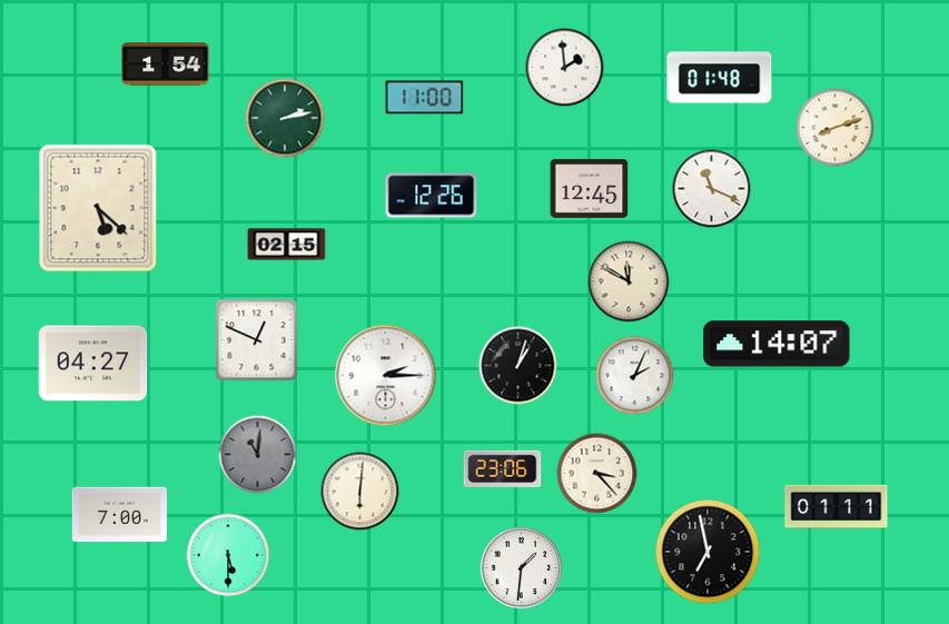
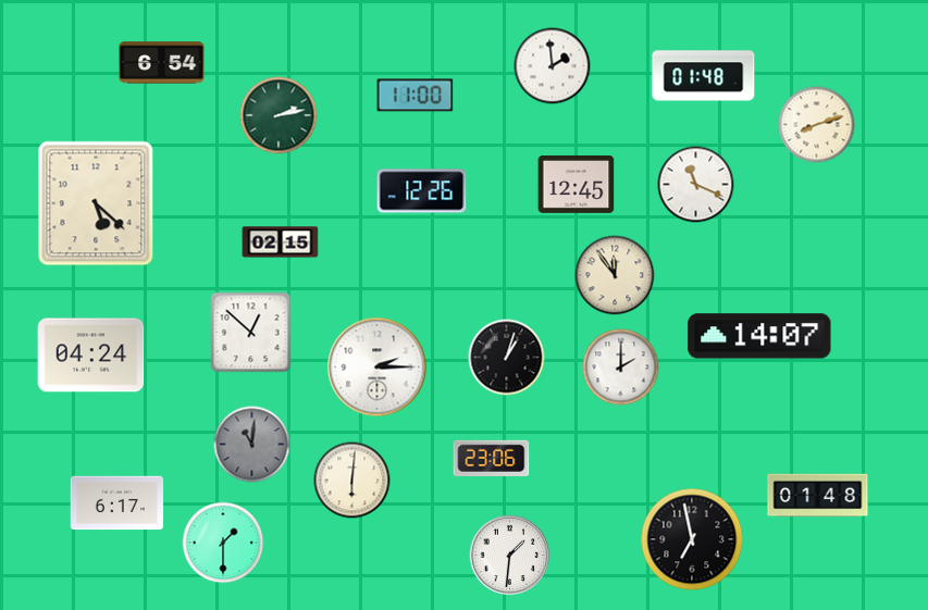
clock at (166, 65): 1:54 -> 6:54
clock at (287, 245) position: (287, 245) -> (281, 242)
clock at (629, 281): 11:50 -> 11:54
clock at (257, 340): 12:49 -> 12:52
clock at (93, 364): 04:27 -> 04:24
clock at (635, 376): 2:04 -> 2:00
clock at (597, 474): 3:23 -> none
clock at (837, 507): 01:11 -> 01:48
clock at (120, 515): 7:00 -> 6:17
clock at (228, 555): 5:30 -> 1:30
